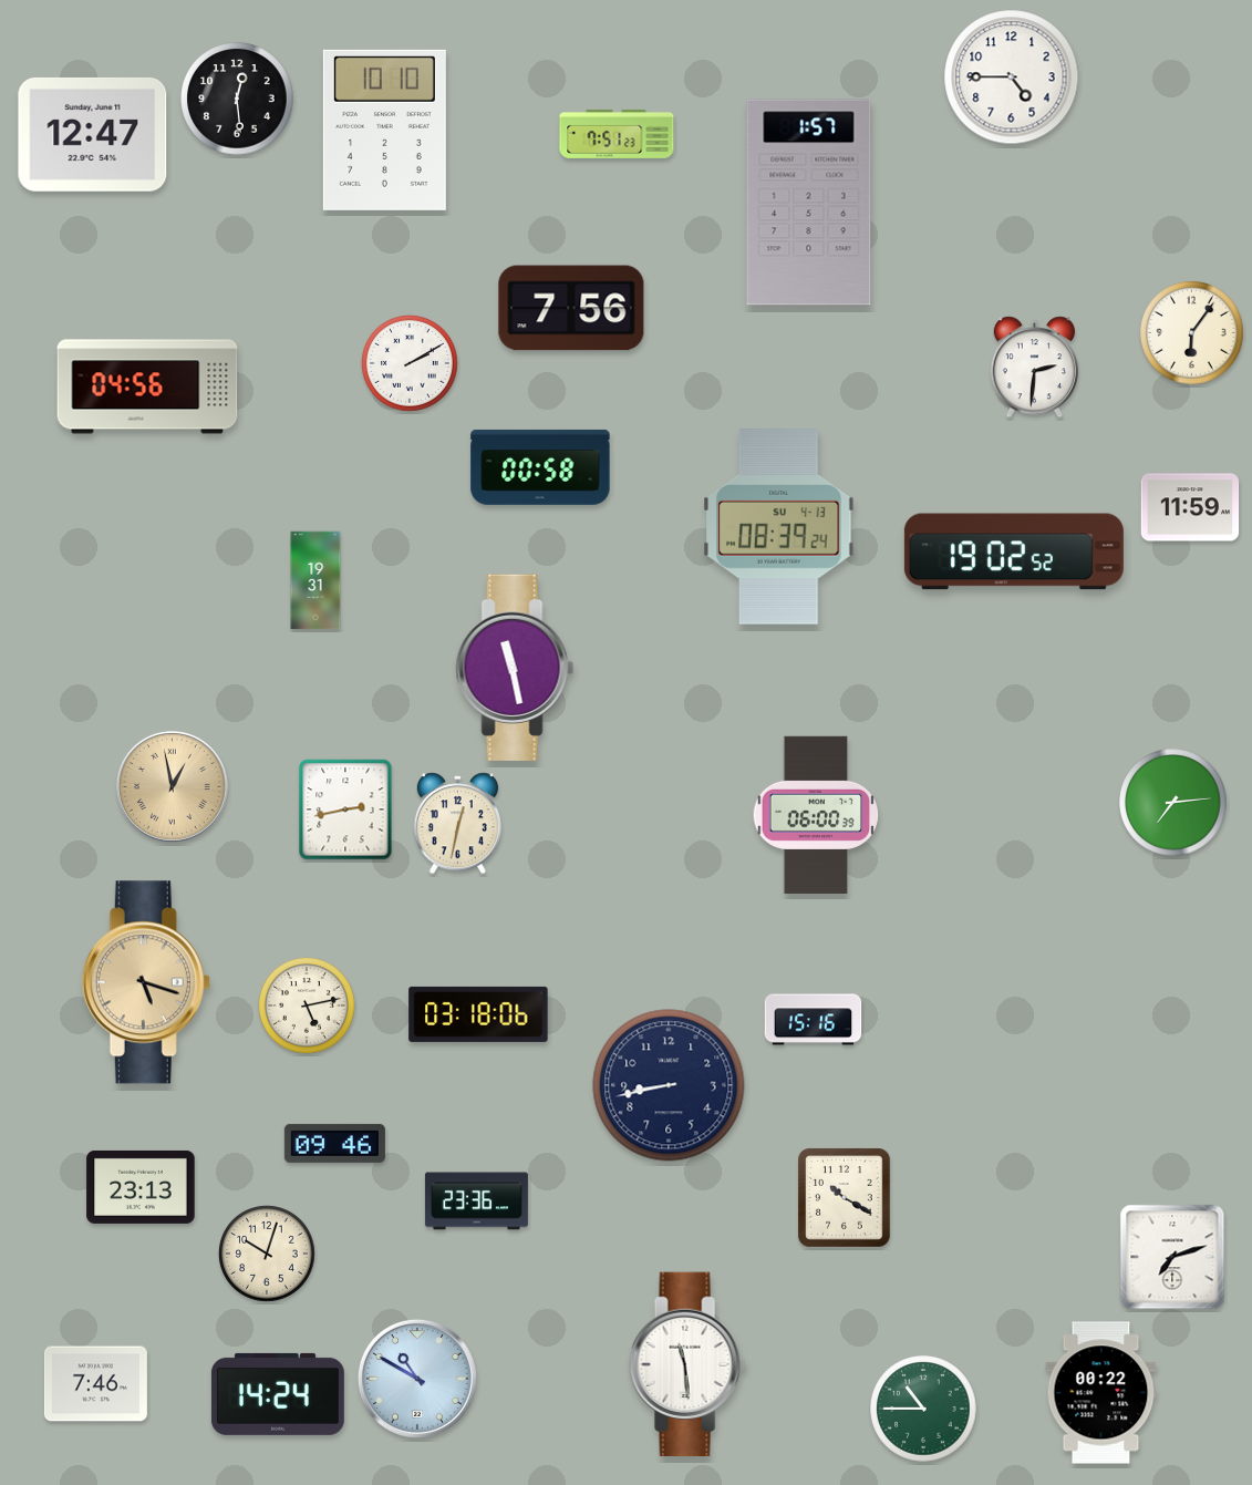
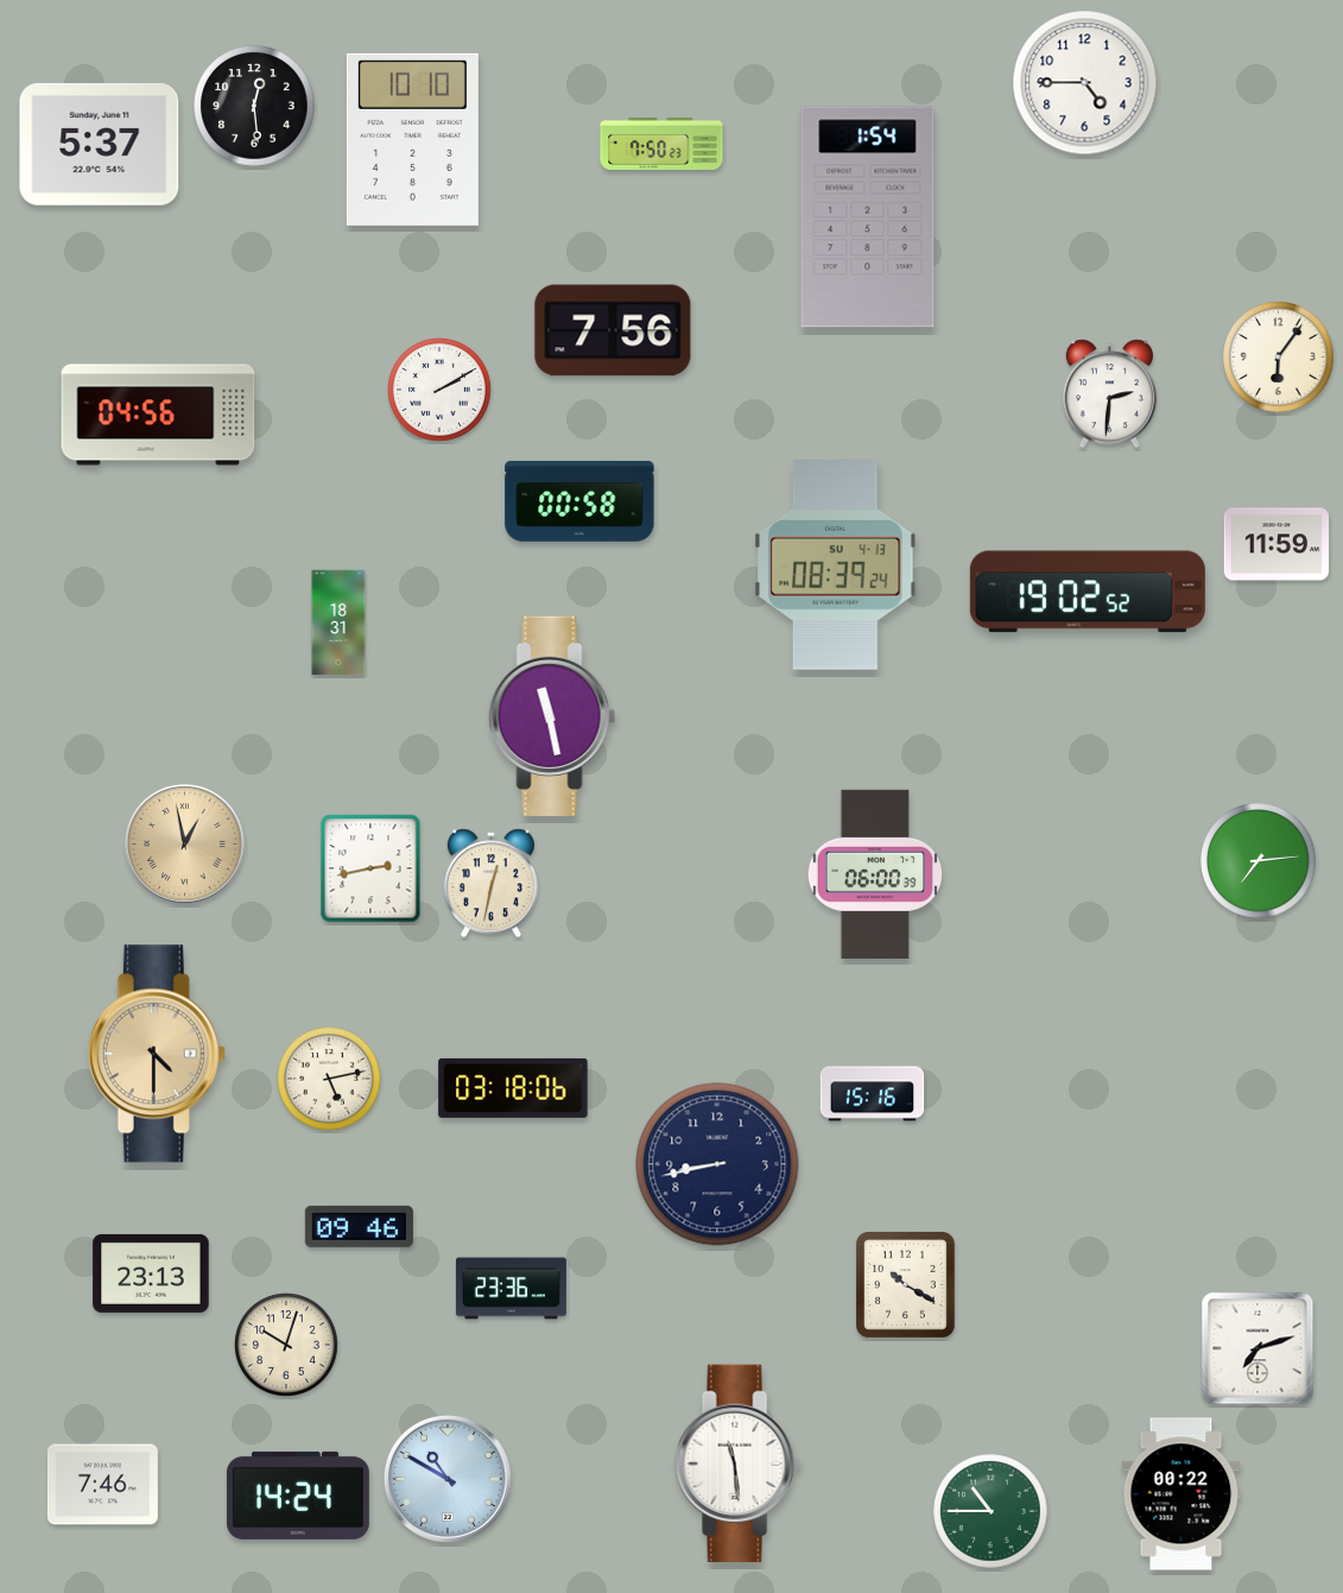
clock at (93, 134): 12:47 -> 5:37
clock at (617, 134): 7:51 -> 7:50
clock at (809, 203): 1:57 -> 1:54
clock at (315, 580): 19:31 -> 18:31
clock at (146, 982): 5:18 -> 4:30
